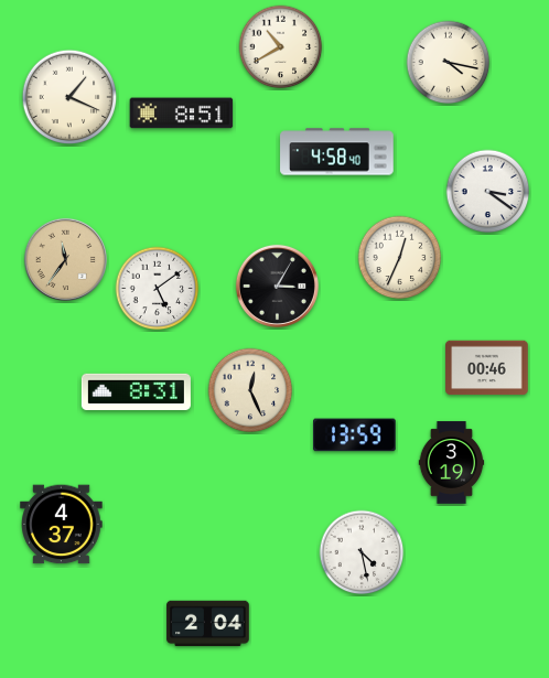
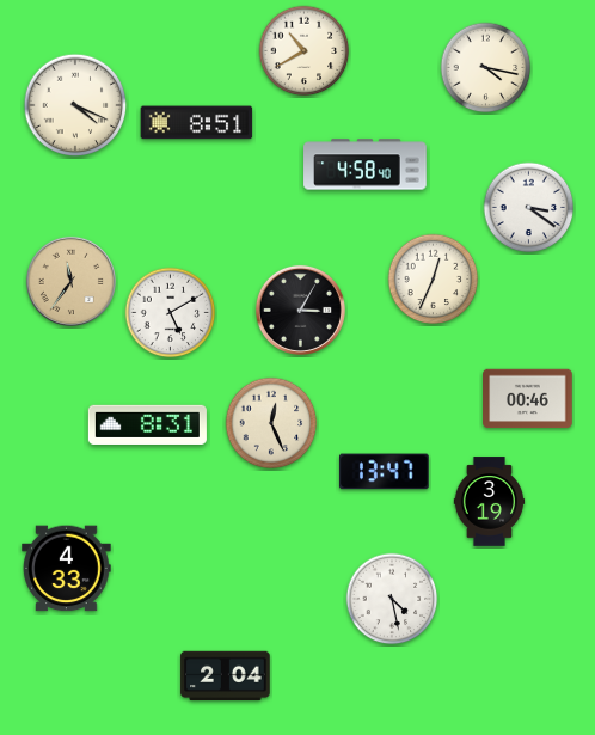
clock at (69, 97): 1:19 -> 4:19
clock at (158, 289): 5:09 -> 5:10
clock at (355, 435): 13:59 -> 13:47
clock at (62, 525): 4:37 -> 4:33
